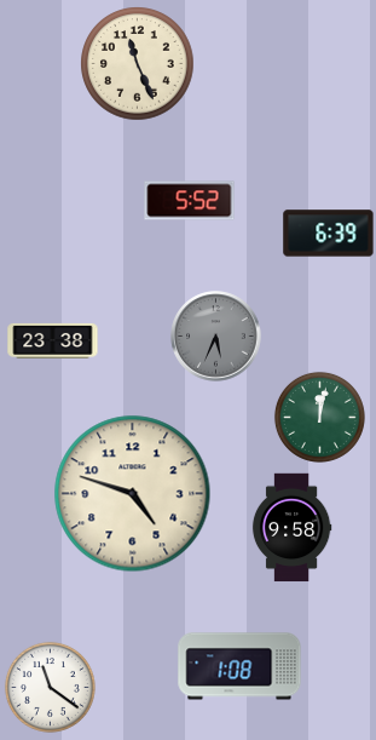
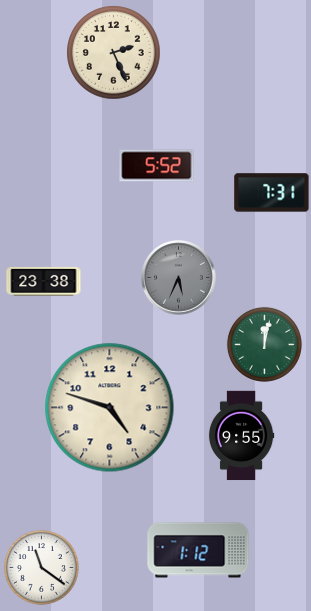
clock at (138, 64): 11:26 -> 2:26
clock at (329, 234): 6:39 -> 7:31
clock at (291, 528): 9:58 -> 9:55
clock at (239, 666): 1:08 -> 1:12
